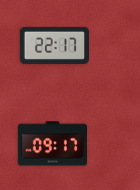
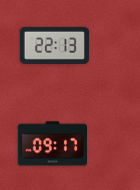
clock at (54, 45): 22:17 -> 22:13
